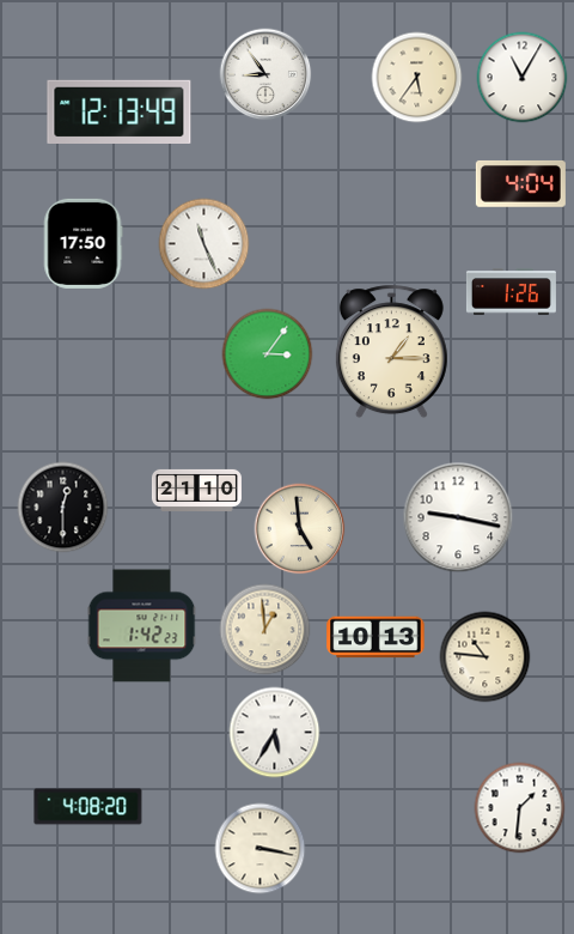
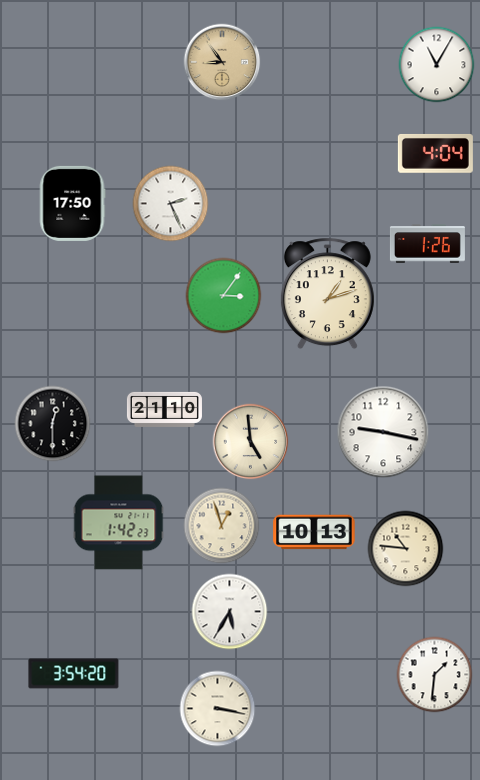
clock at (265, 74) dial: white -> champagne
clock at (417, 78): 5:36 -> none
clock at (120, 111): 12:13 -> none
clock at (83, 243) position: (83, 243) -> (72, 203)
clock at (204, 244): 11:26 -> 2:26
clock at (391, 352): 1:15 -> 1:12
clock at (265, 630): 12:59 -> 12:57
clock at (88, 807): 4:08 -> 3:54
